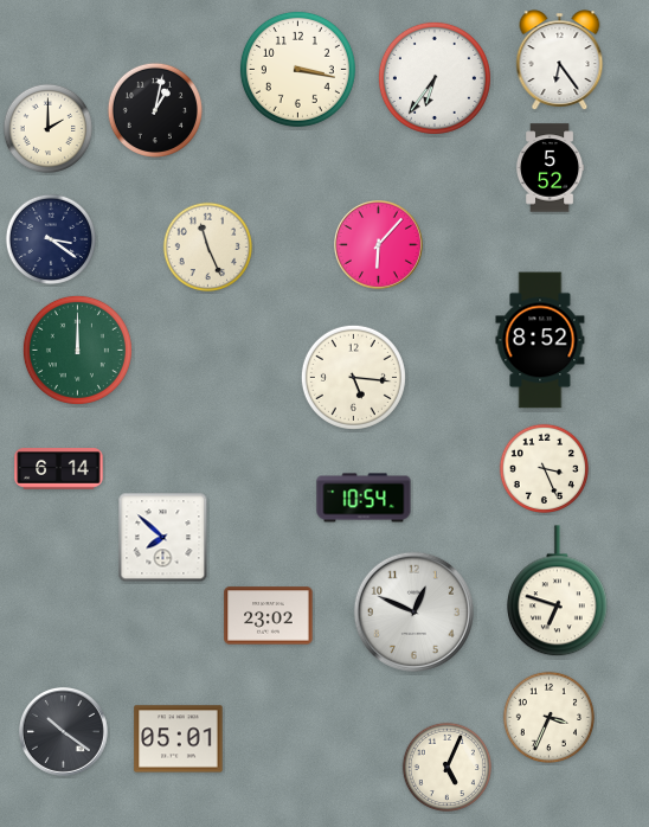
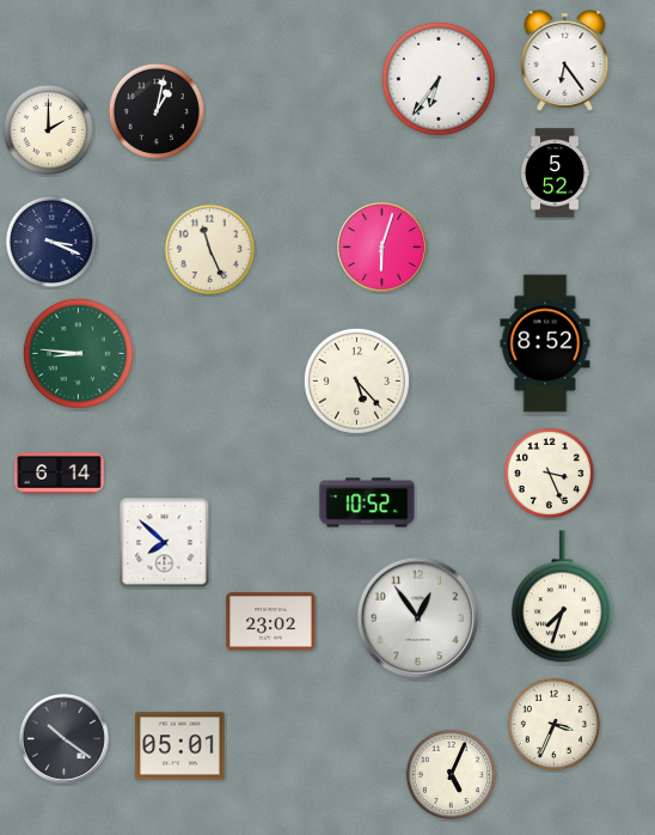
clock at (297, 69): 3:17 -> none
clock at (550, 168) position: (550, 168) -> (555, 173)
clock at (50, 238): 3:21 -> 3:19
clock at (379, 245): 6:07 -> 6:03
clock at (77, 350): 12:00 -> 8:46
clock at (353, 377): 5:16 -> 5:23
clock at (364, 498): 10:54 -> 10:52
clock at (557, 591): 6:48 -> 7:33
clock at (413, 611): 12:49 -> 12:54
